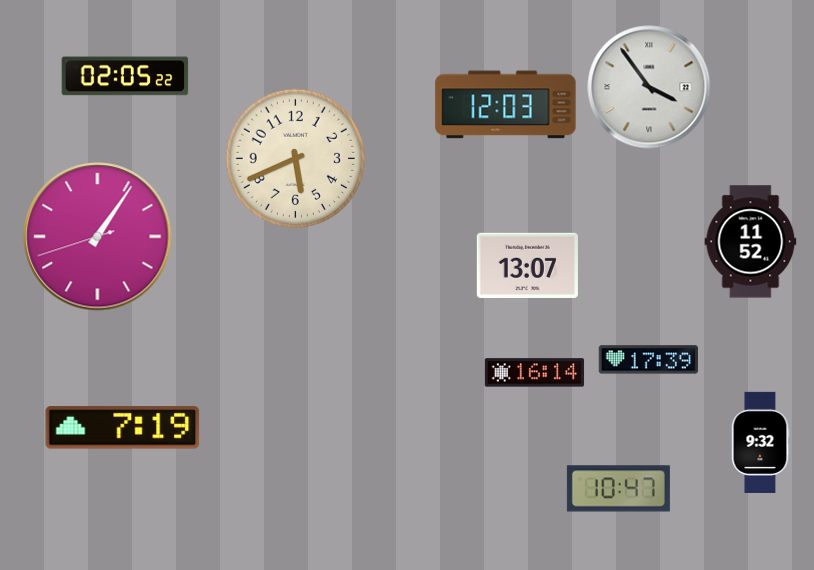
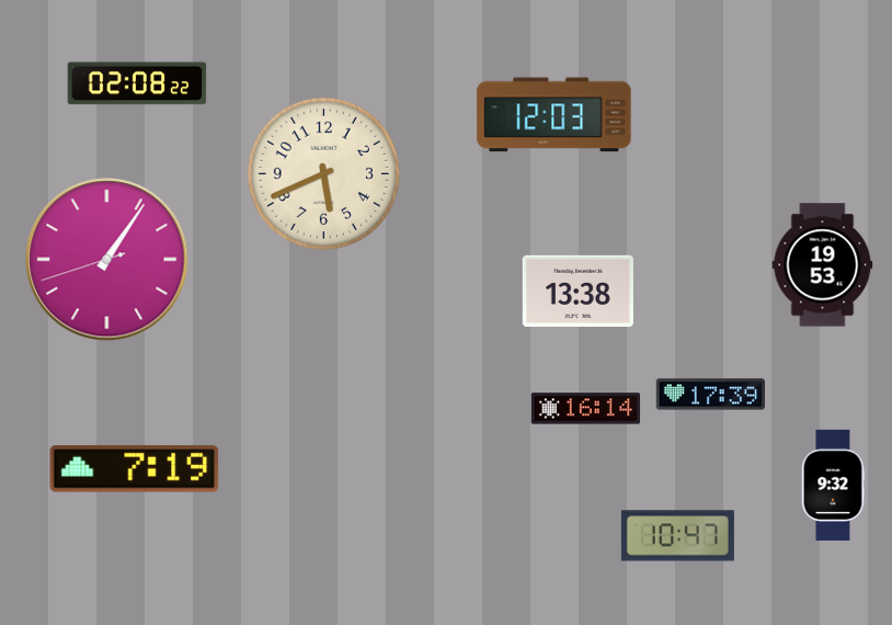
clock at (125, 76): 02:05 -> 02:08
clock at (649, 87): 3:54 -> none
clock at (751, 242): 11:52 -> 19:53
clock at (527, 265): 13:07 -> 13:38
